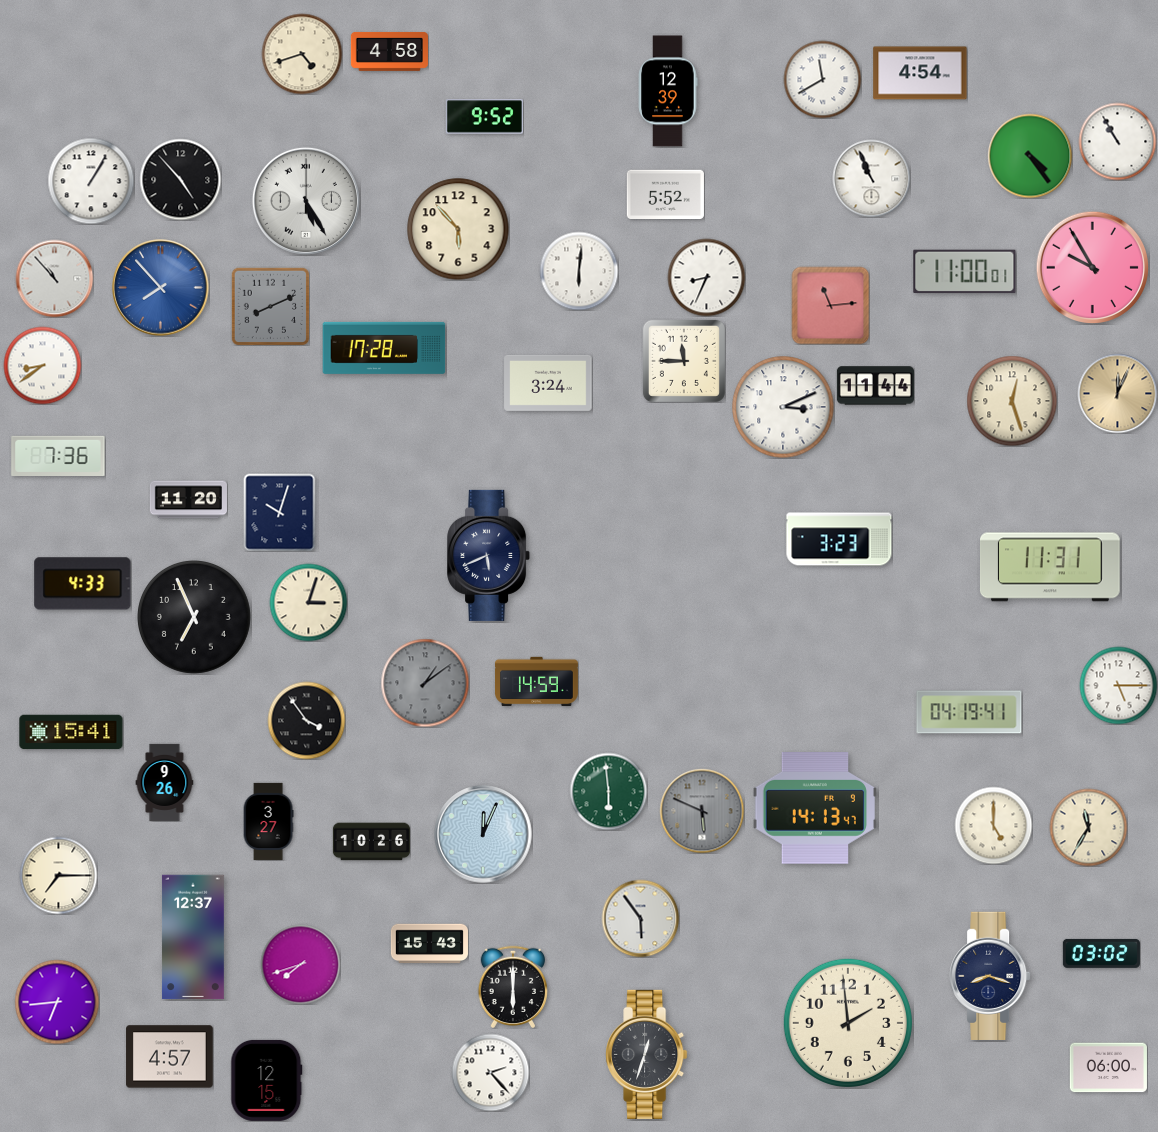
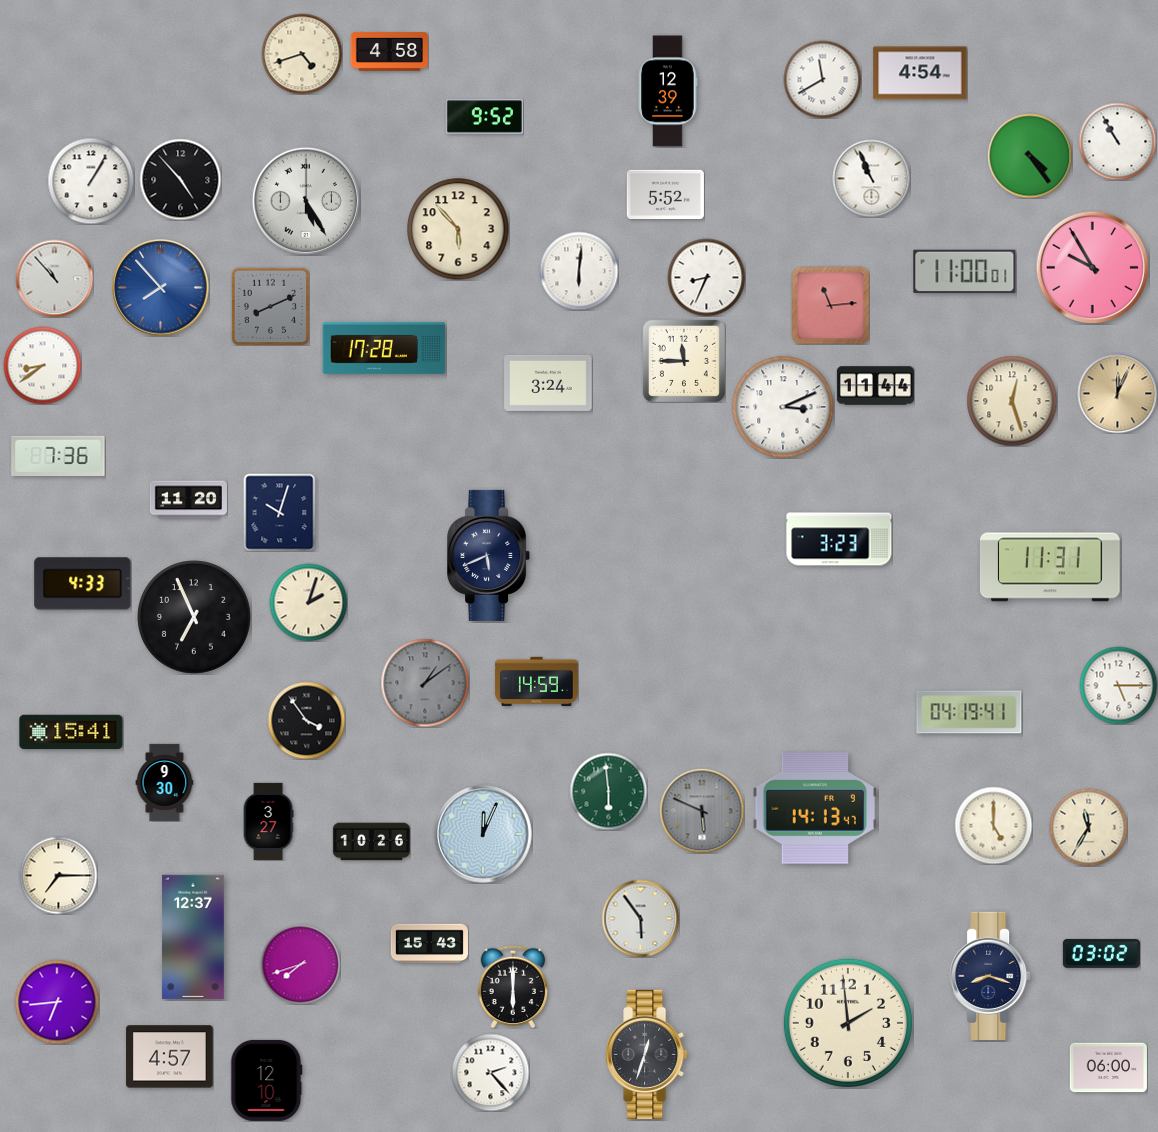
clock at (308, 602): 3:03 -> 2:03
clock at (165, 782): 9:26 -> 9:30
clock at (267, 1080): 12:15 -> 12:10
